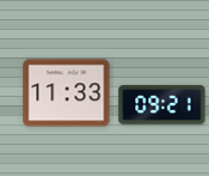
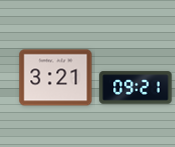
clock at (67, 93): 11:33 -> 3:21
